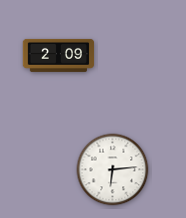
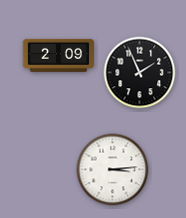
clock at (140, 73): none -> 1:56
clock at (113, 170): 6:14 -> 3:14
